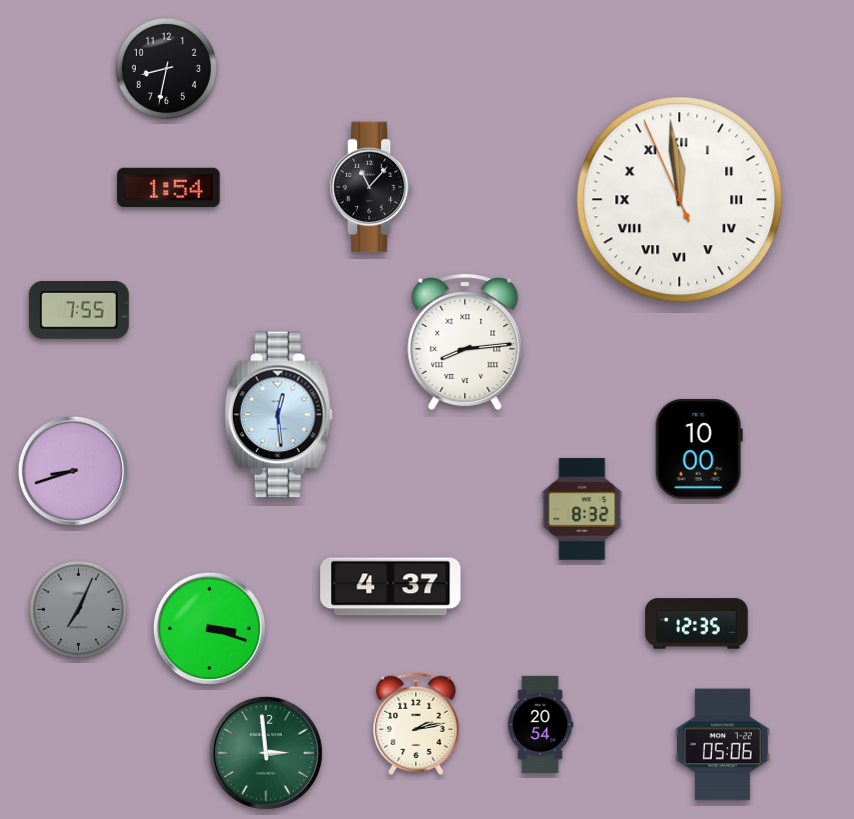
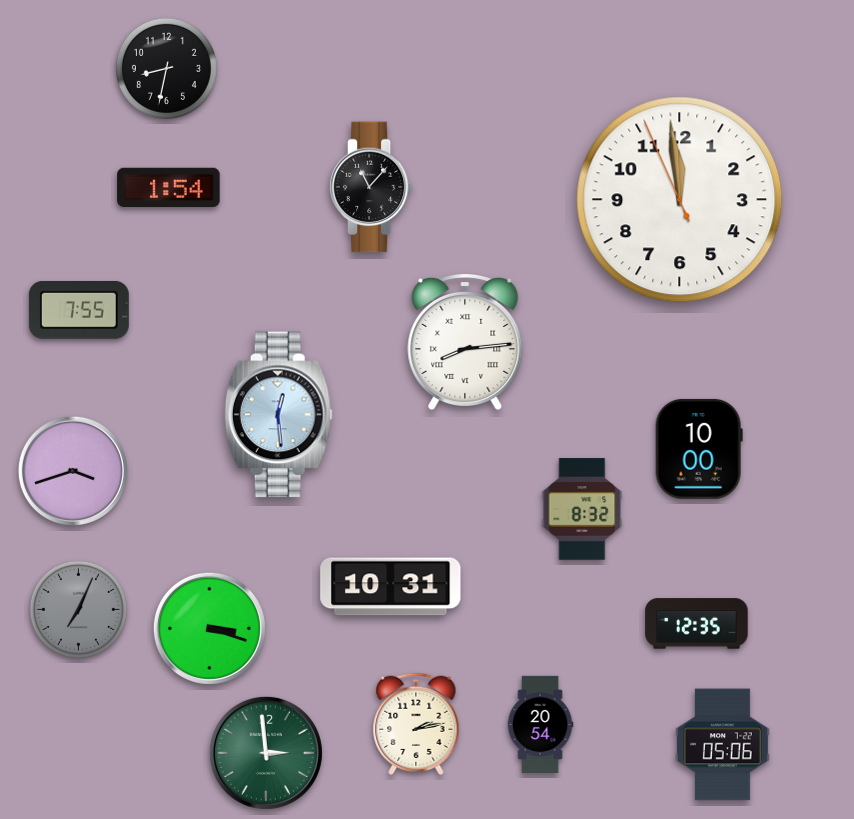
clock at (680, 200) numerals: Roman -> Arabic
clock at (73, 471): 8:42 -> 3:42
clock at (391, 587): 4:37 -> 10:31
